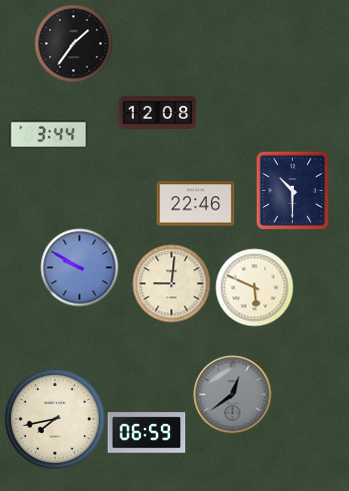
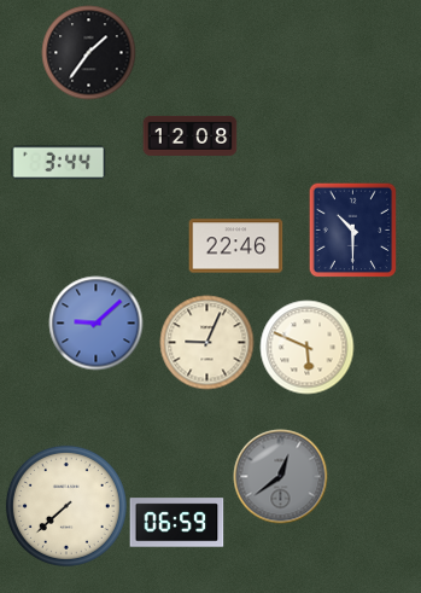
clock at (79, 267): 9:50 -> 9:08
clock at (171, 283): 9:01 -> 9:04
clock at (55, 419): 7:43 -> 7:38
